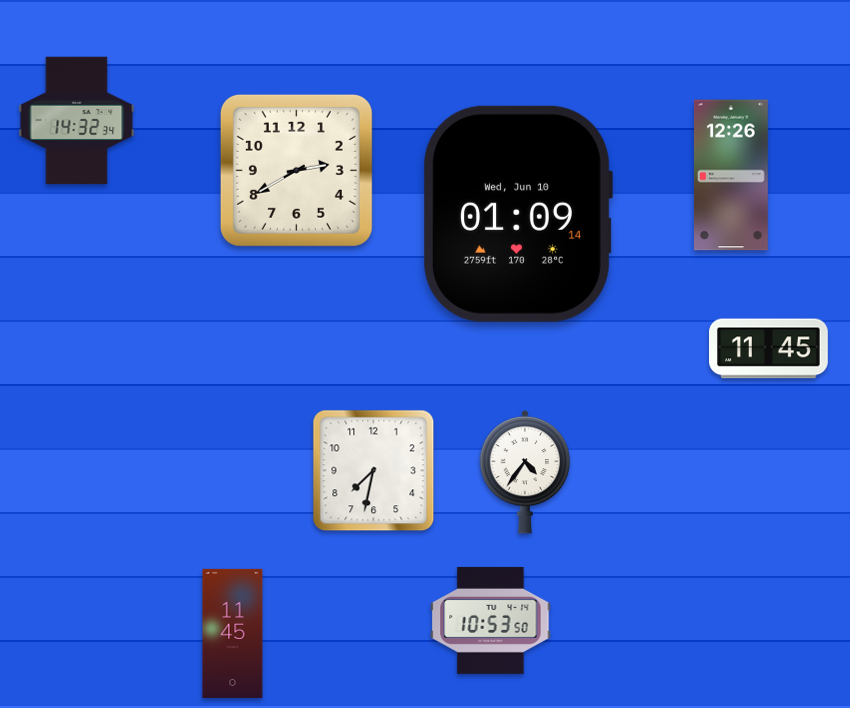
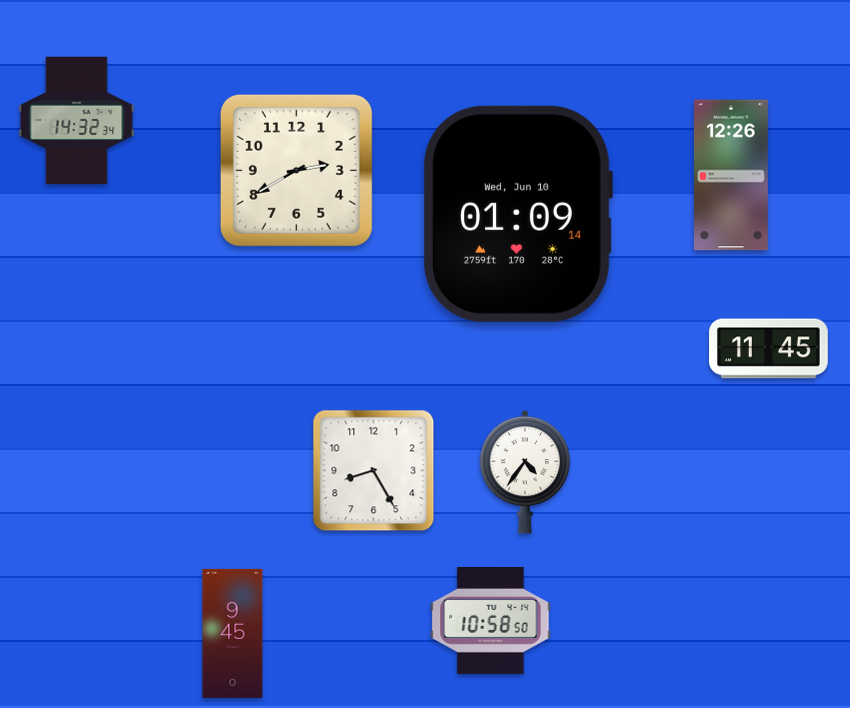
clock at (374, 471): 7:32 -> 8:25
clock at (491, 620): 10:53 -> 10:58
clock at (233, 633): 11:45 -> 9:45
